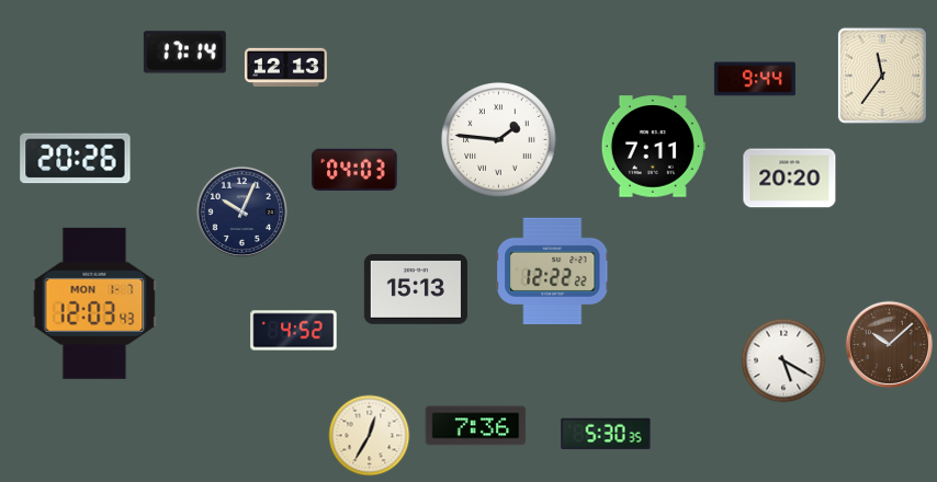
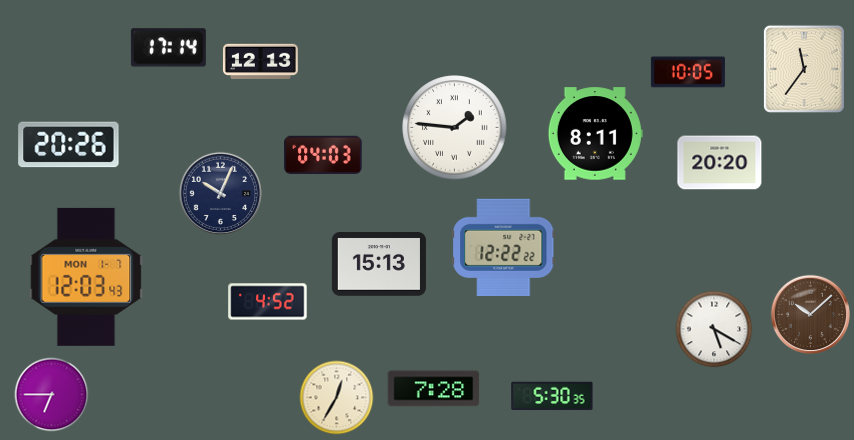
clock at (755, 79): 9:44 -> 10:05
clock at (653, 147): 7:11 -> 8:11
clock at (476, 426): 7:36 -> 7:28
clock at (52, 395): none -> 6:45
